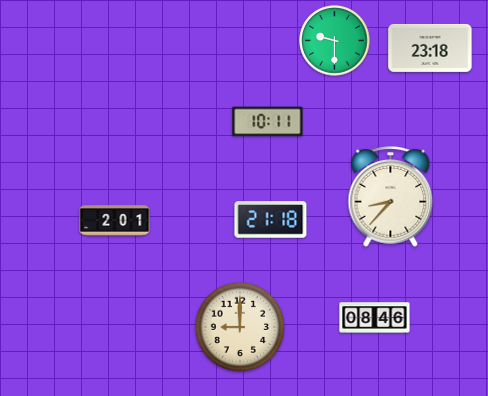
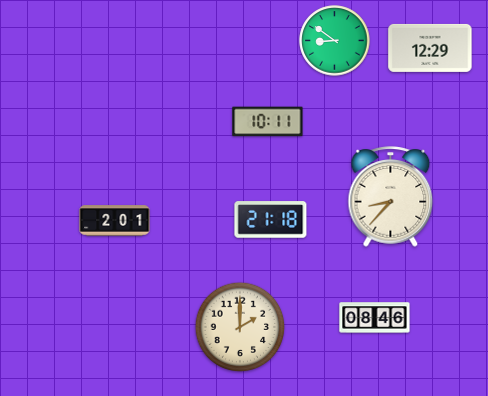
clock at (335, 41): 9:30 -> 8:51
clock at (430, 48): 23:18 -> 12:29
clock at (240, 327): 9:00 -> 2:00
